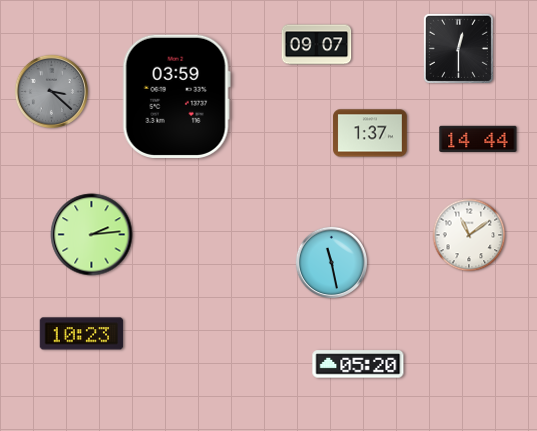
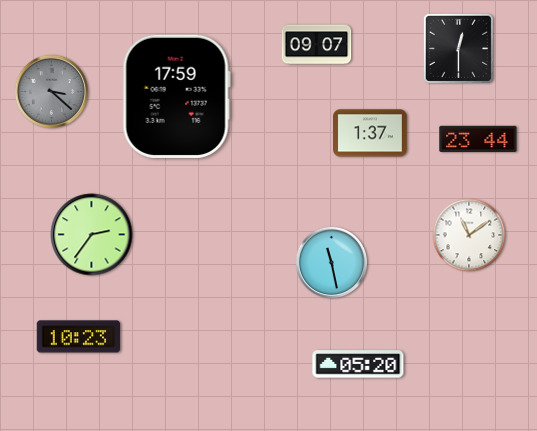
clock at (176, 96): 03:59 -> 17:59
clock at (478, 138): 14:44 -> 23:44
clock at (92, 235): 2:14 -> 2:36
clock at (82, 334) position: (82, 334) -> (79, 337)
